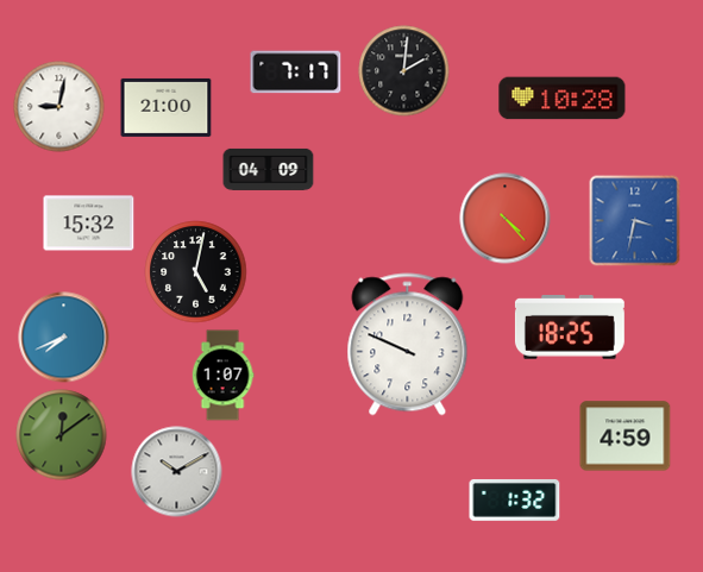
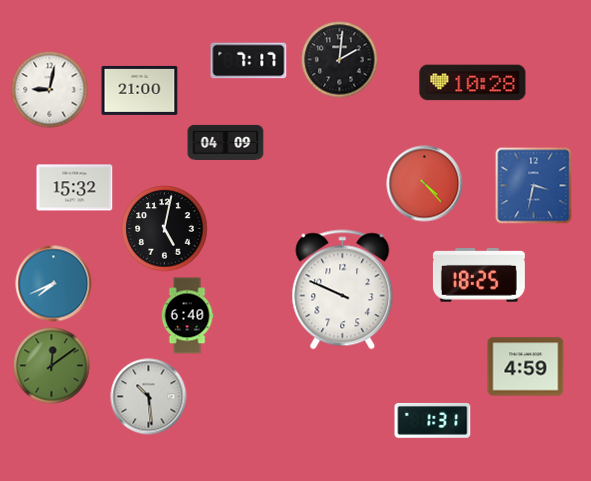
clock at (222, 376): 1:07 -> 6:40
clock at (177, 472): 10:10 -> 10:29
clock at (515, 499): 1:32 -> 1:31
